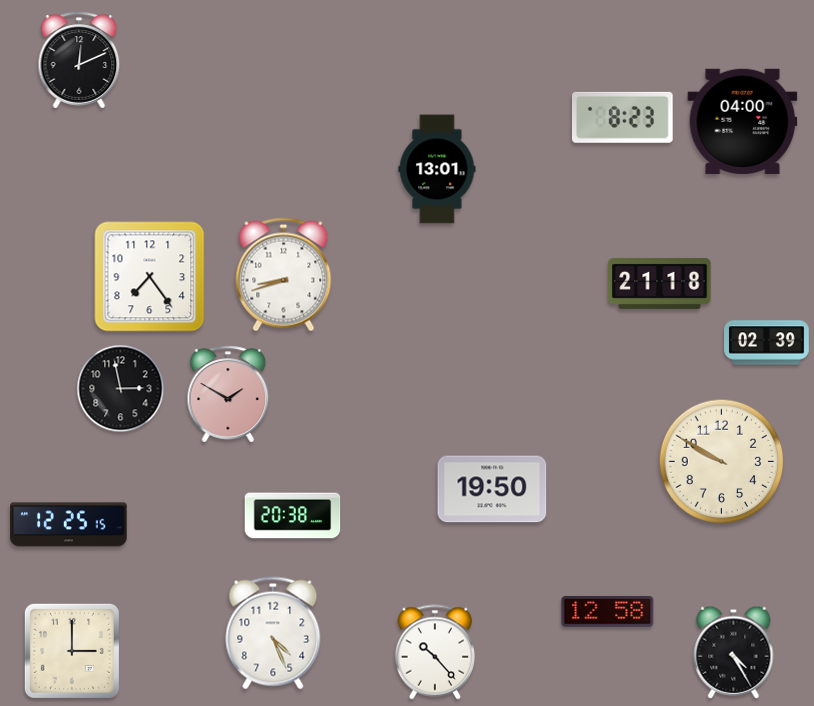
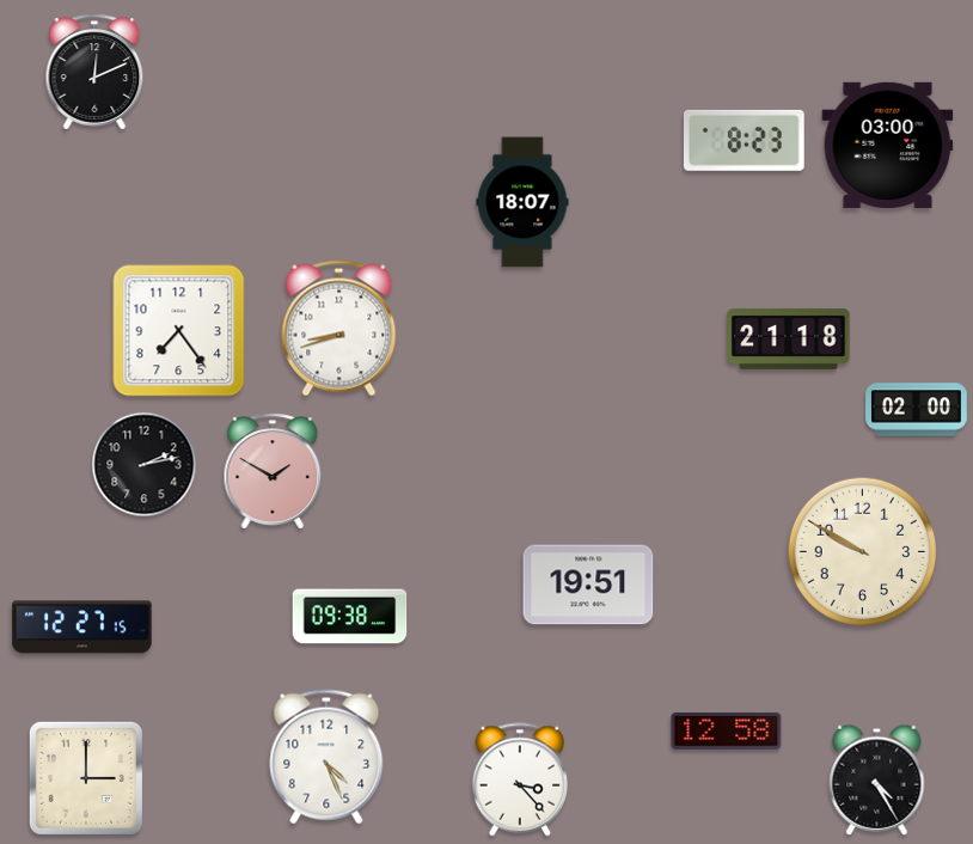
clock at (743, 121): 04:00 -> 03:00
clock at (437, 169): 13:01 -> 18:07
clock at (767, 343): 02:39 -> 02:00
clock at (121, 389): 2:58 -> 2:13
clock at (492, 489): 19:50 -> 19:51
clock at (293, 516): 20:38 -> 09:38
clock at (69, 525): 12:25 -> 12:27
clock at (434, 652): 10:23 -> 3:23
